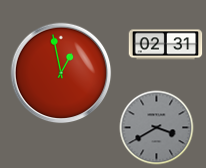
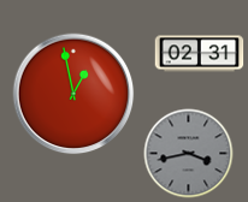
clock at (61, 73) position: (61, 73) -> (73, 94)
clock at (157, 128): 3:40 -> 3:43
